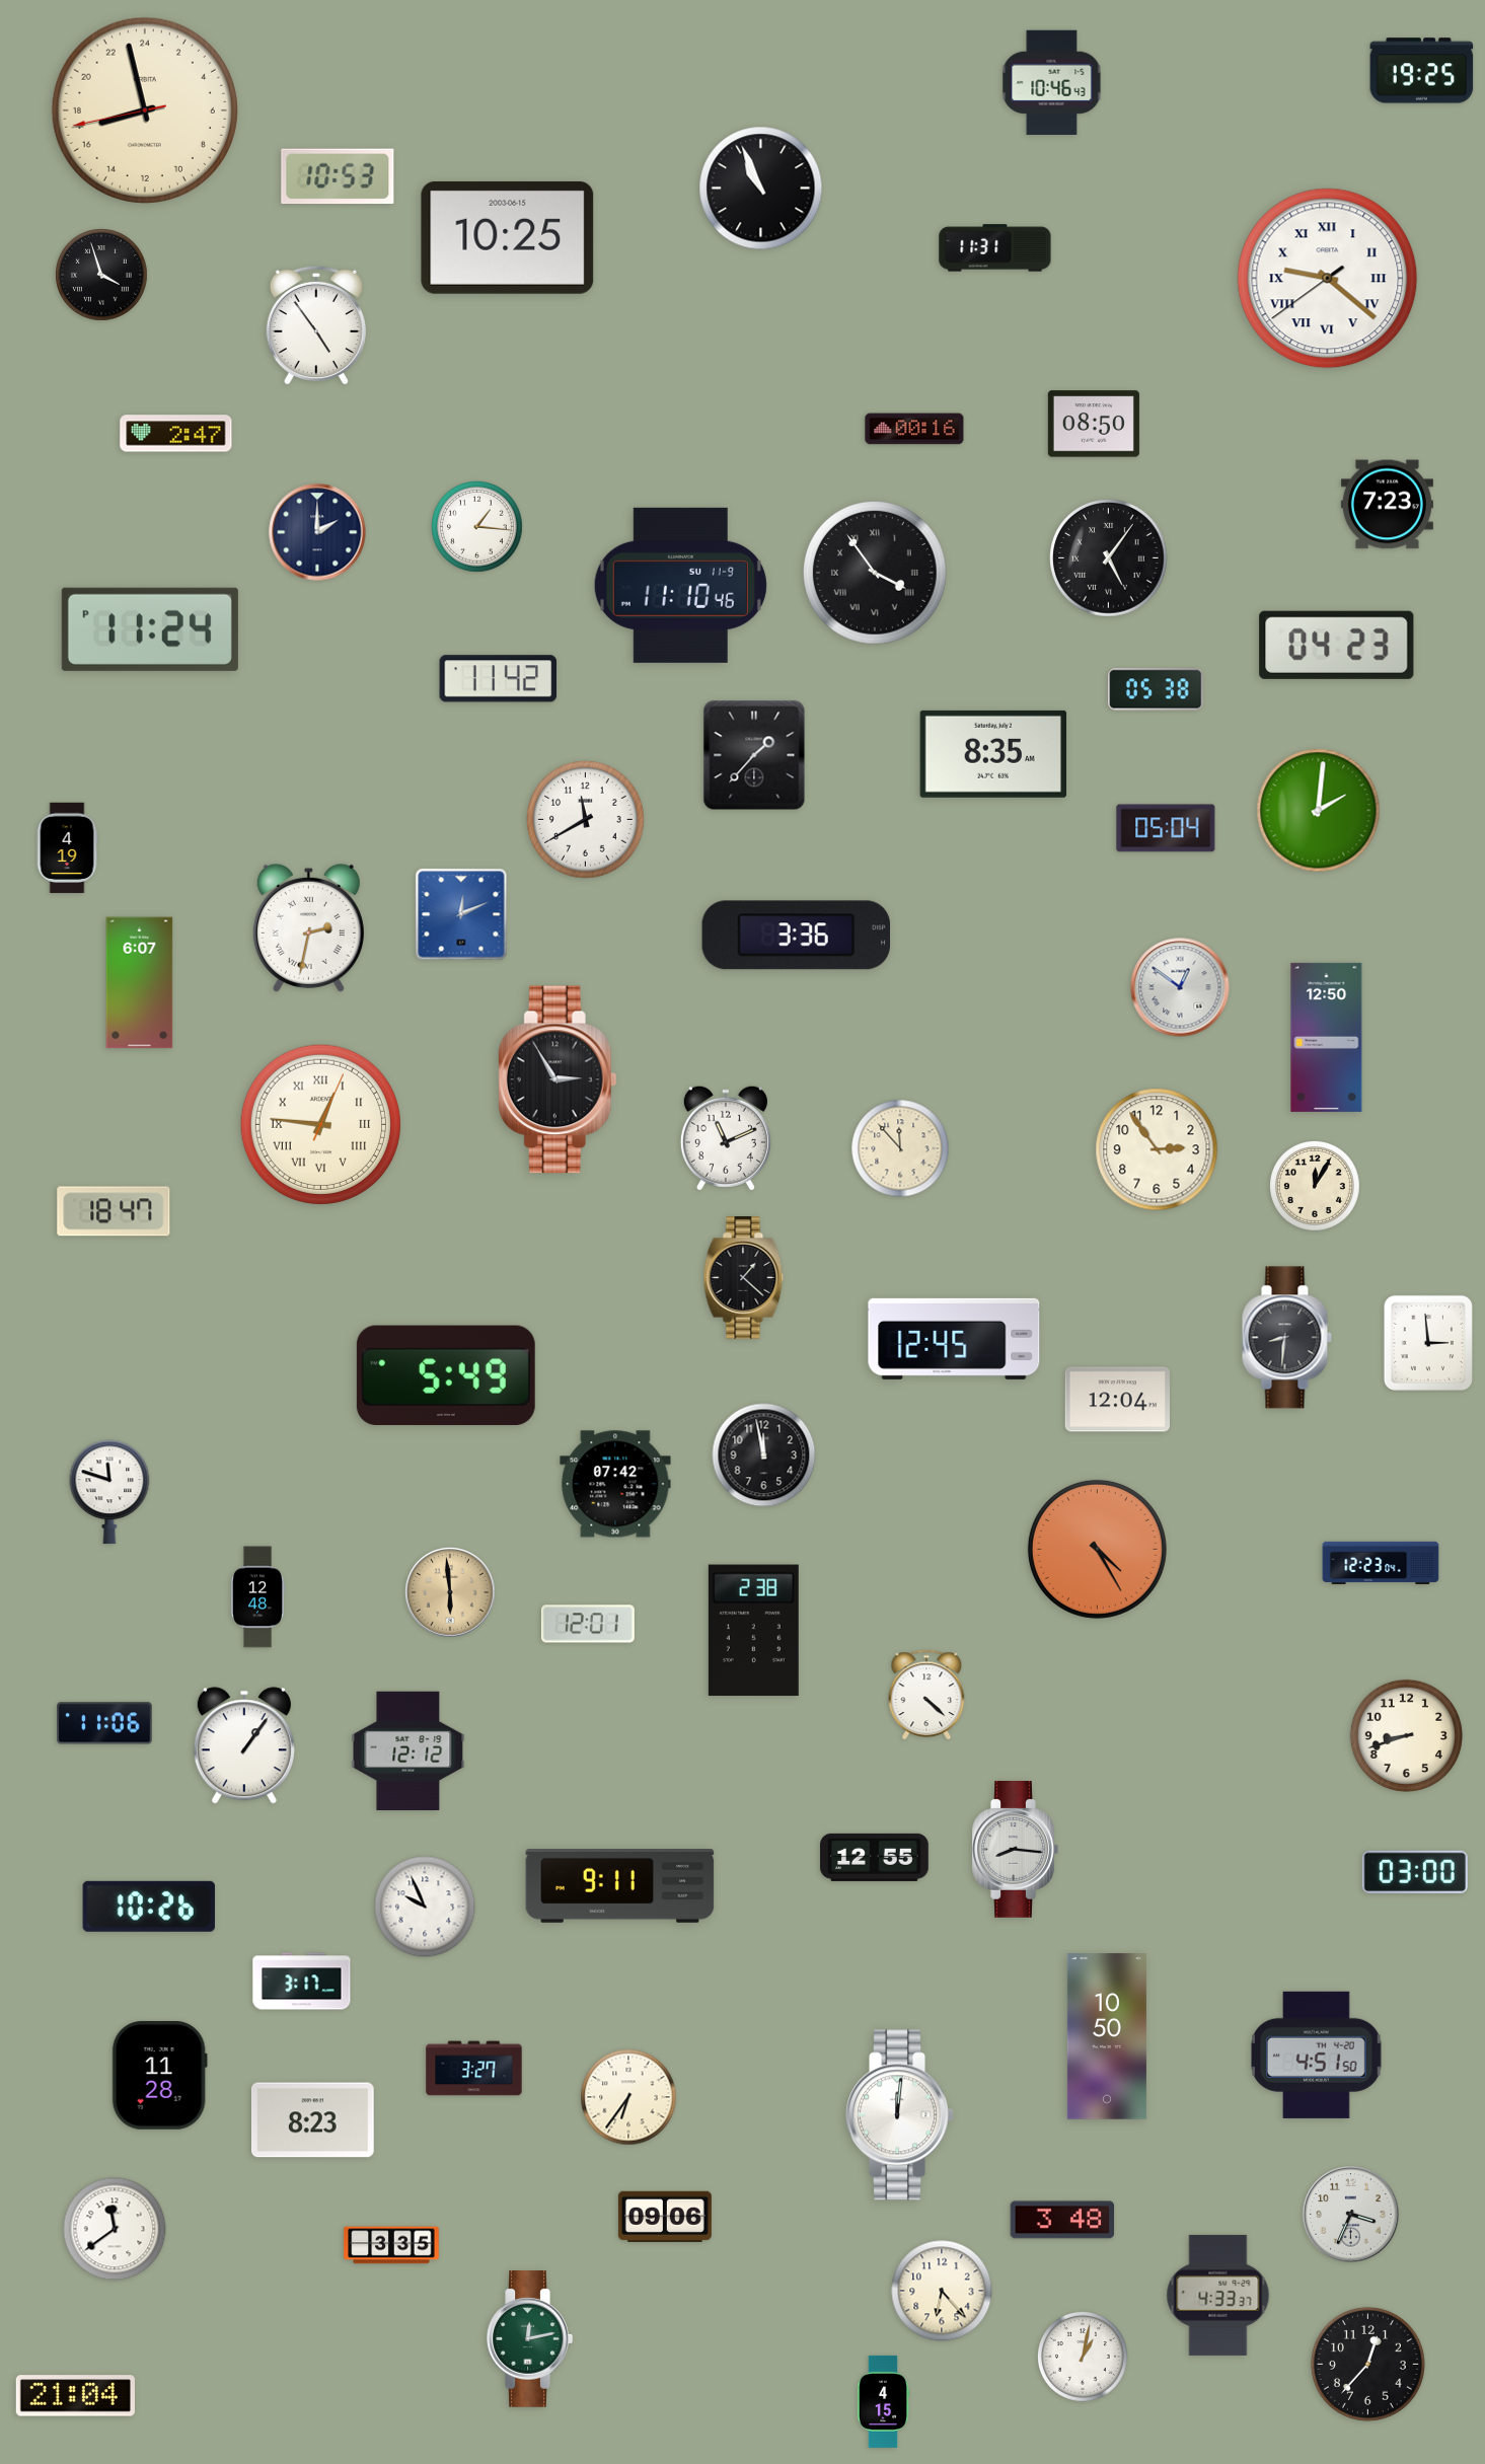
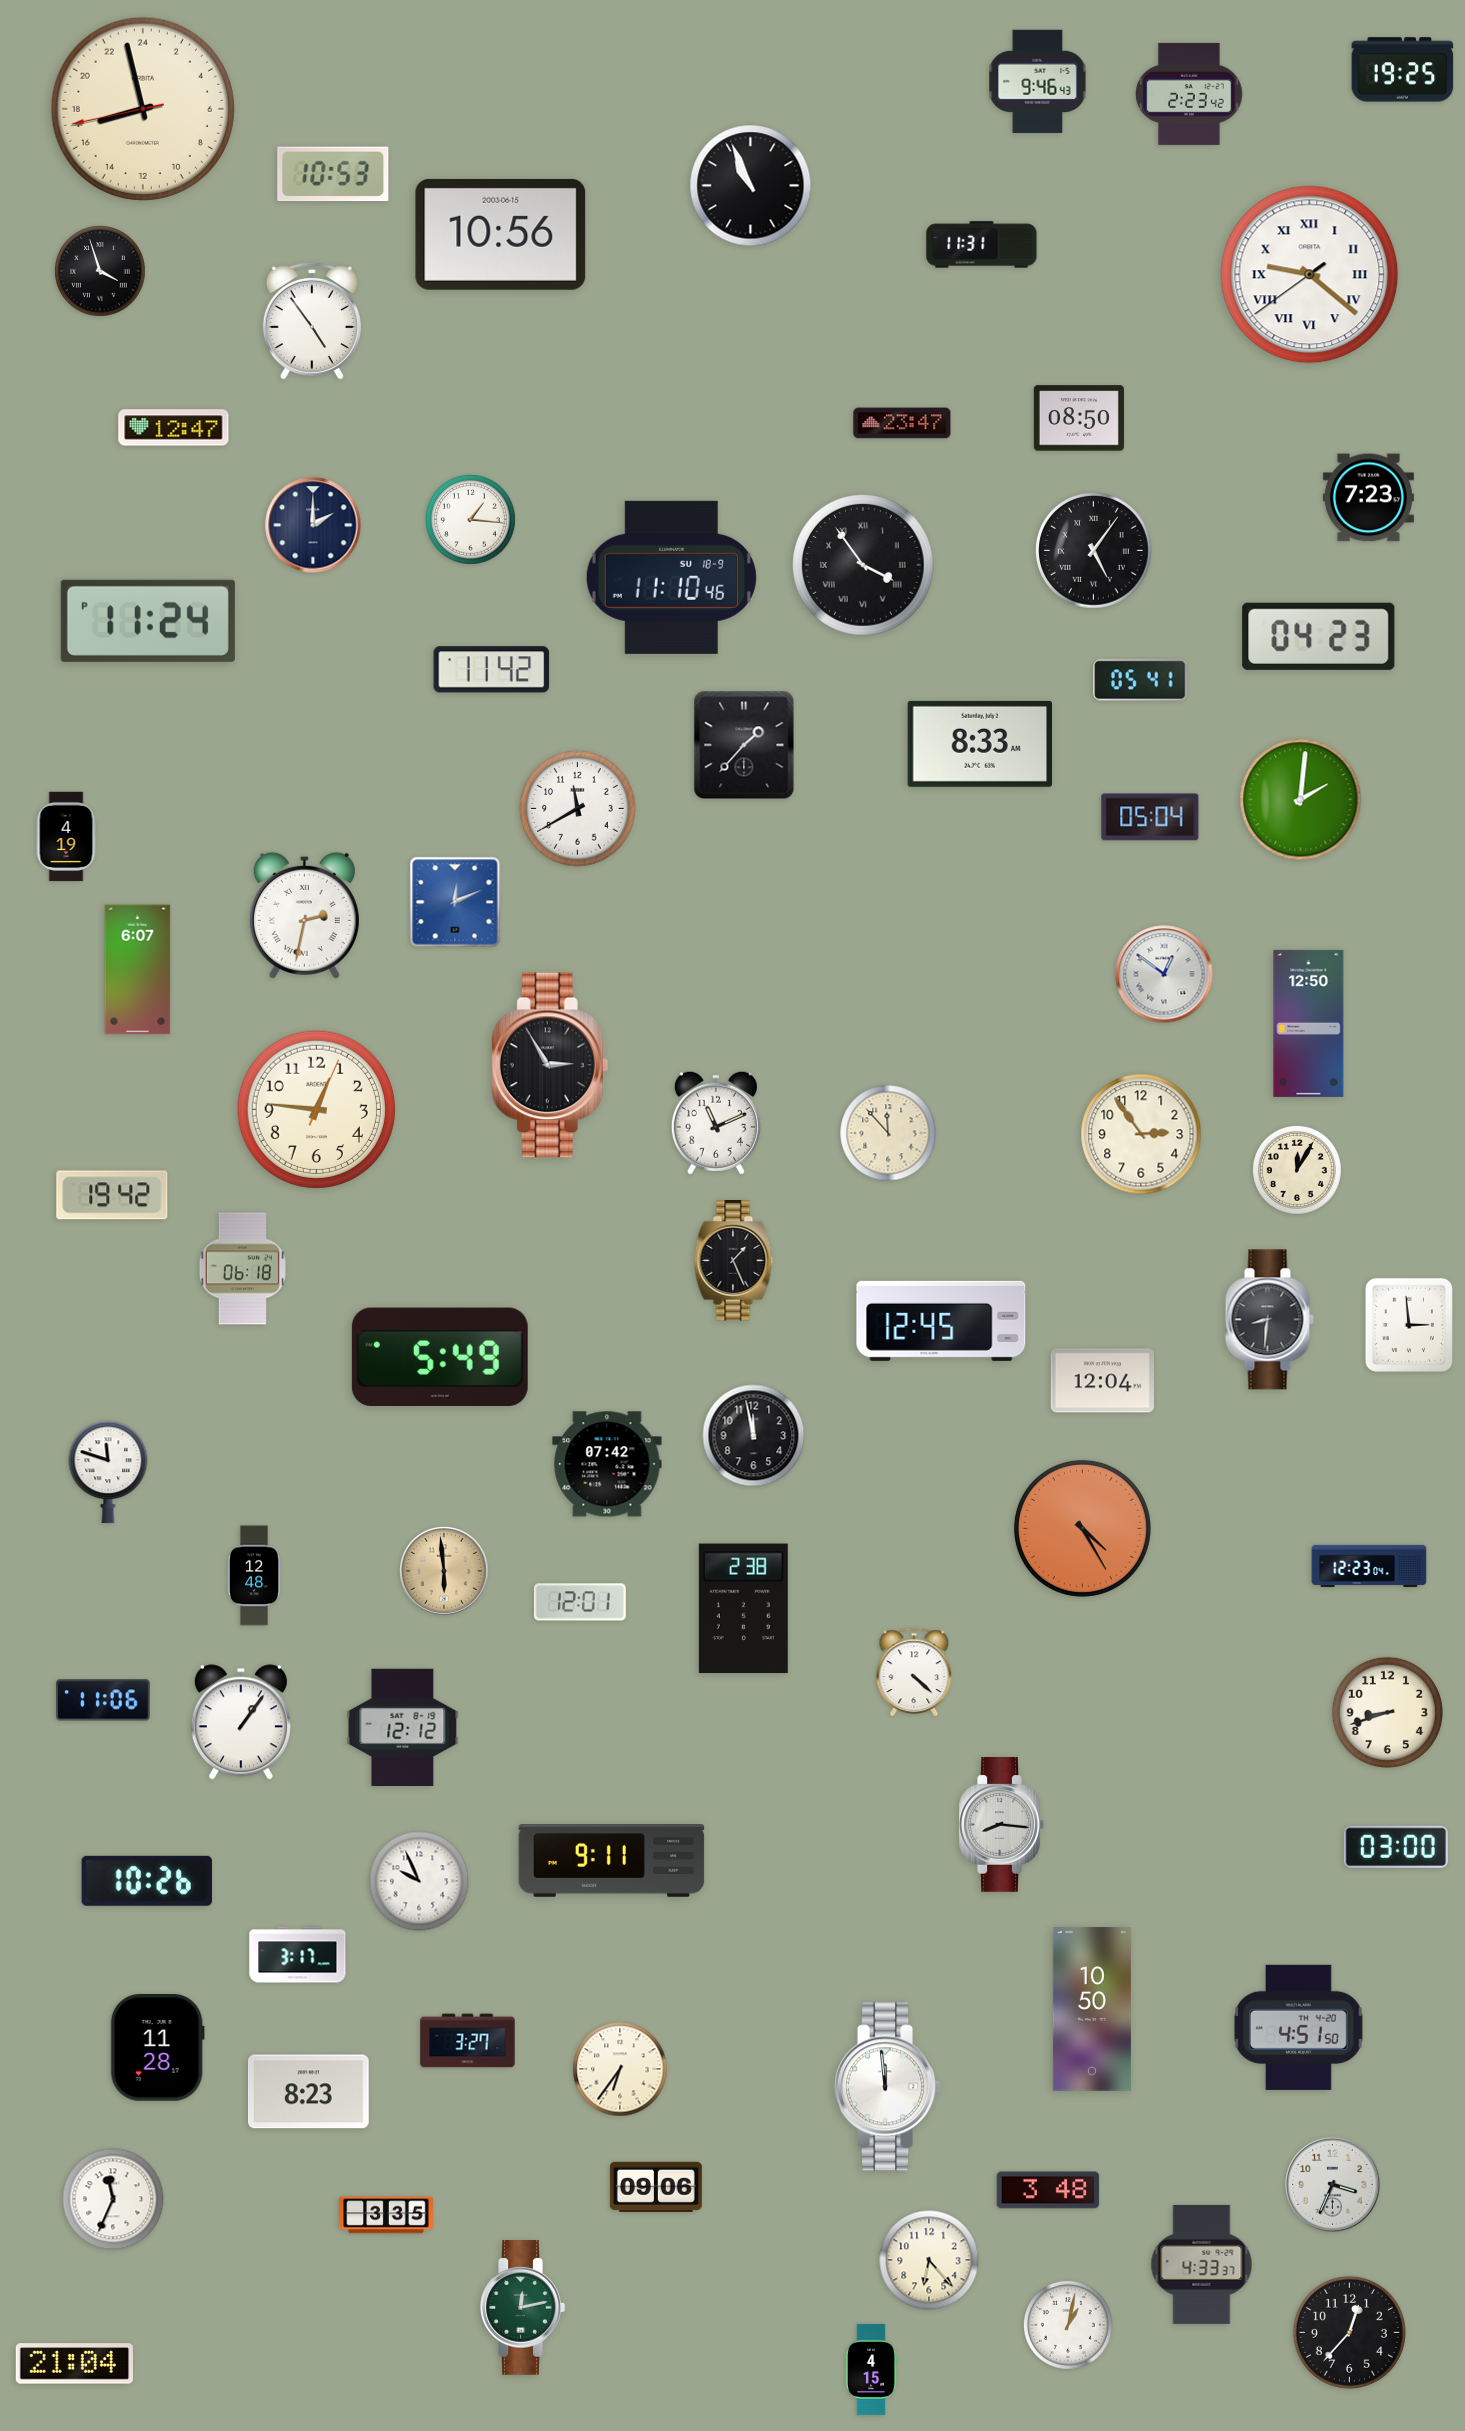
clock at (1052, 82): 10:46 -> 9:46
clock at (1190, 94): none -> 2:23
clock at (508, 237): 10:25 -> 10:56
clock at (914, 429): 00:16 -> 23:47
clock at (176, 434): 2:47 -> 12:47
clock at (680, 585) date: SU 11-9 -> SU 18-9
clock at (1156, 689): 05:38 -> 05:41
clock at (992, 754): 8:35 -> 8:33
clock at (797, 936): 3:36 -> none
clock at (320, 1124) numerals: Roman -> Arabic
clock at (114, 1211): 18:47 -> 19:42
clock at (744, 1278): 1:22 -> 1:26
clock at (242, 1269): none -> 06:18
clock at (1381, 1563) position: (1381, 1563) -> (1369, 1566)
clock at (875, 1857): 12:55 -> none
clock at (900, 2115): 12:01 -> 11:59
clock at (115, 2229): 11:39 -> 11:34
